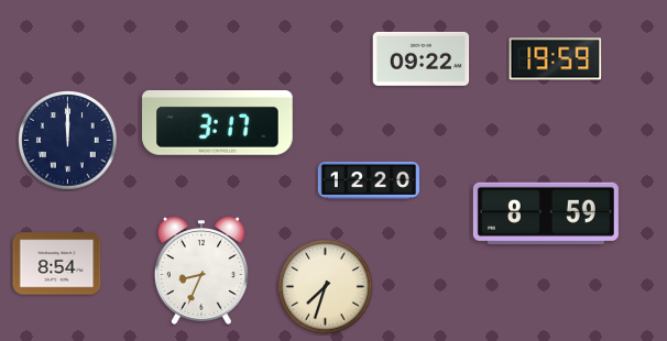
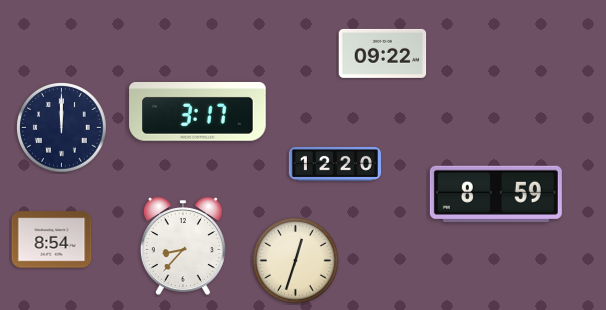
clock at (556, 59): 19:59 -> none
clock at (201, 271): 8:34 -> 8:37
clock at (326, 287): 7:33 -> 12:33
